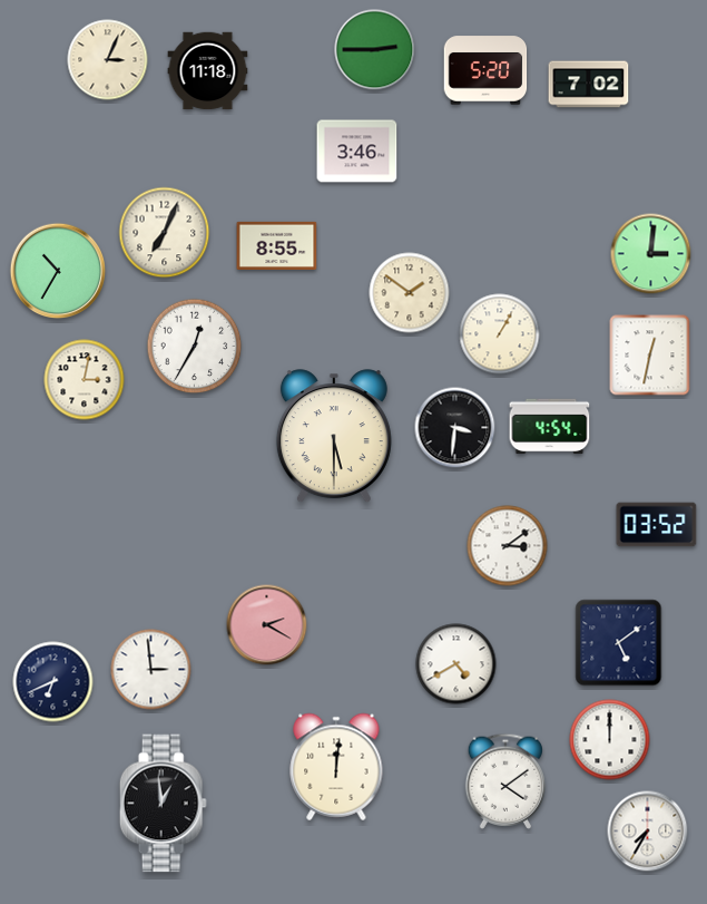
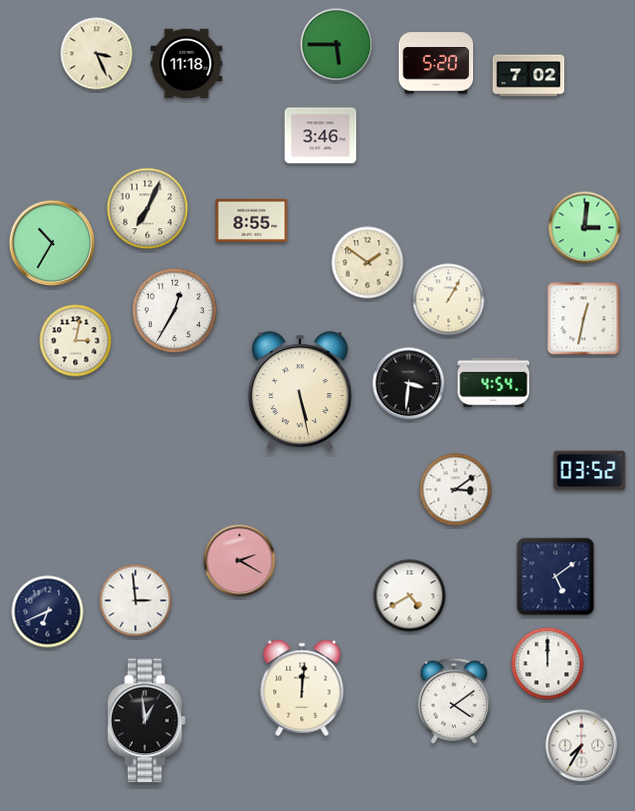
clock at (375, 50): 2:45 -> 5:45
clock at (108, 60): 3:04 -> 3:26
clock at (277, 245) position: (277, 245) -> (252, 220)
clock at (334, 437): 5:30 -> 5:28
